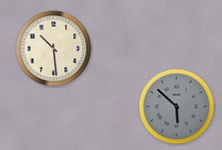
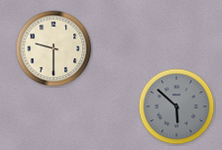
clock at (54, 49): 10:29 -> 9:30
